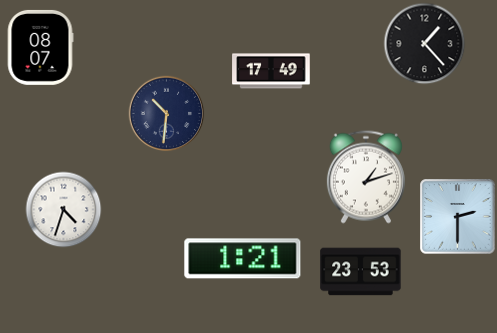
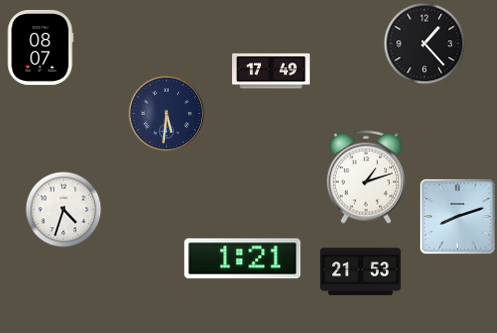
clock at (167, 114): 10:31 -> 5:31
clock at (458, 217): 2:30 -> 8:12
clock at (361, 272): 23:53 -> 21:53
